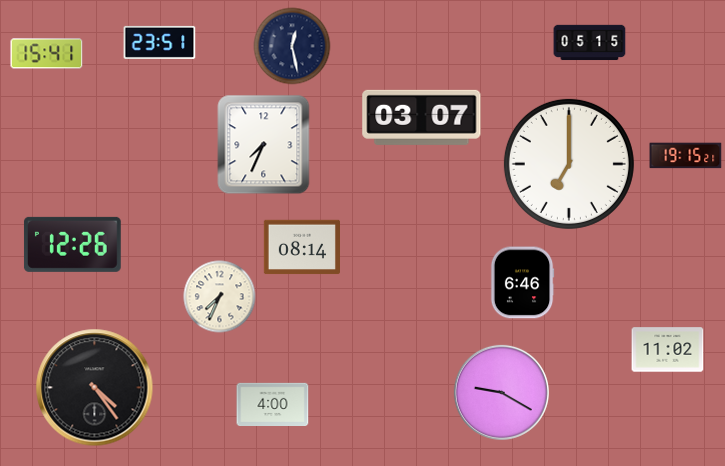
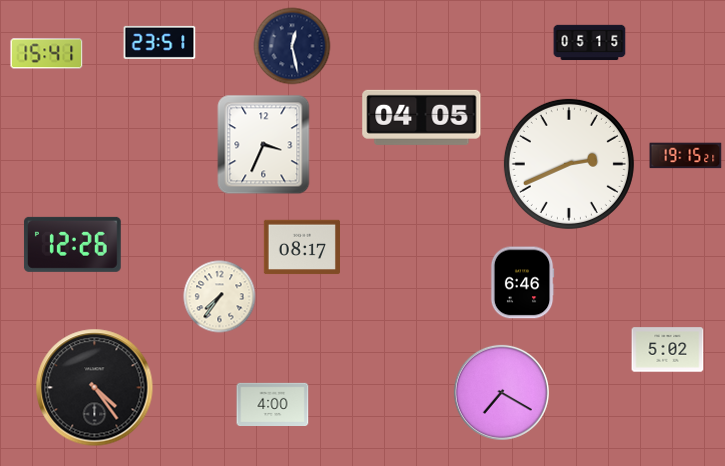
clock at (422, 117): 03:07 -> 04:05
clock at (264, 145): 7:34 -> 3:34
clock at (569, 164): 7:00 -> 2:41
clock at (301, 247): 08:14 -> 08:17
clock at (220, 297): 7:34 -> 7:36
clock at (668, 350): 11:02 -> 5:02
clock at (501, 392): 9:20 -> 7:20
